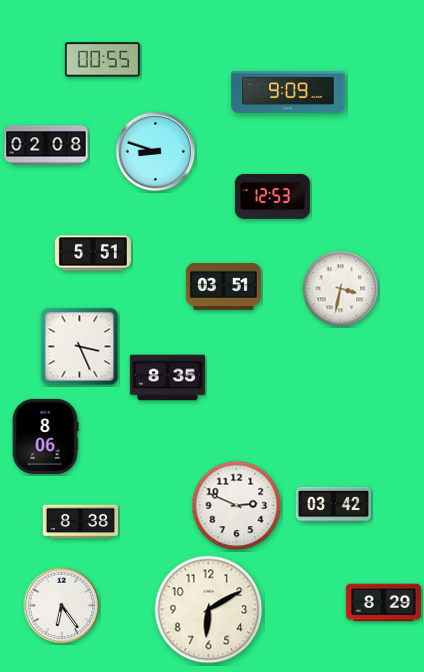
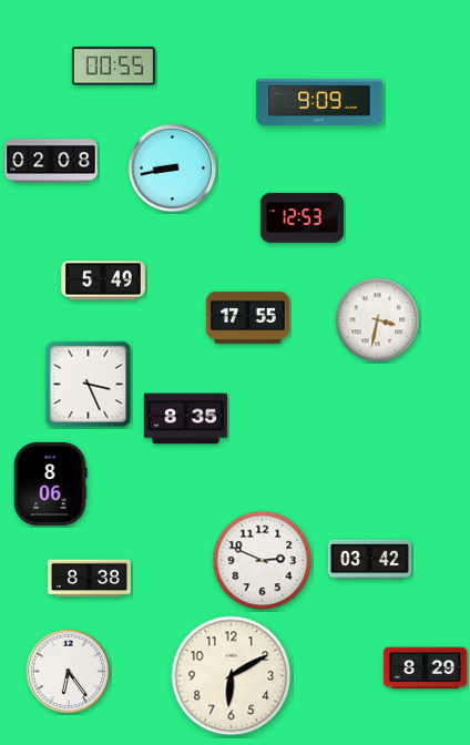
clock at (156, 152): 8:48 -> 8:43
clock at (93, 253): 5:51 -> 5:49
clock at (223, 286): 03:51 -> 17:55
